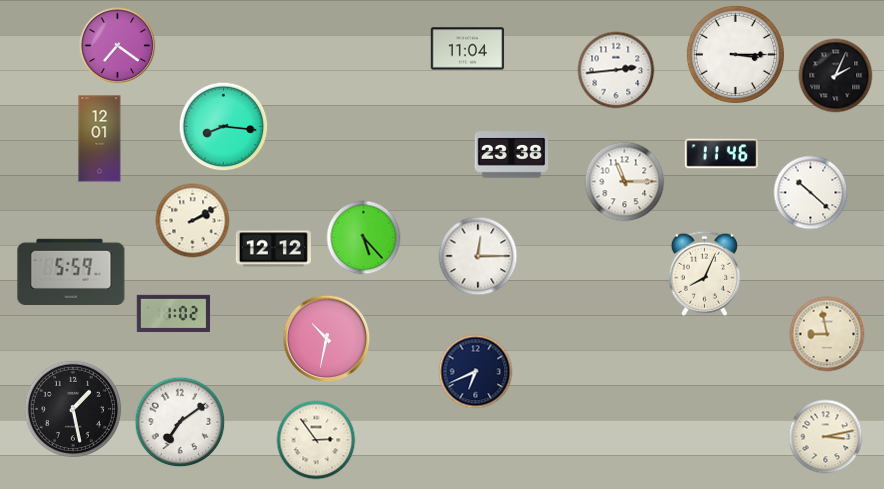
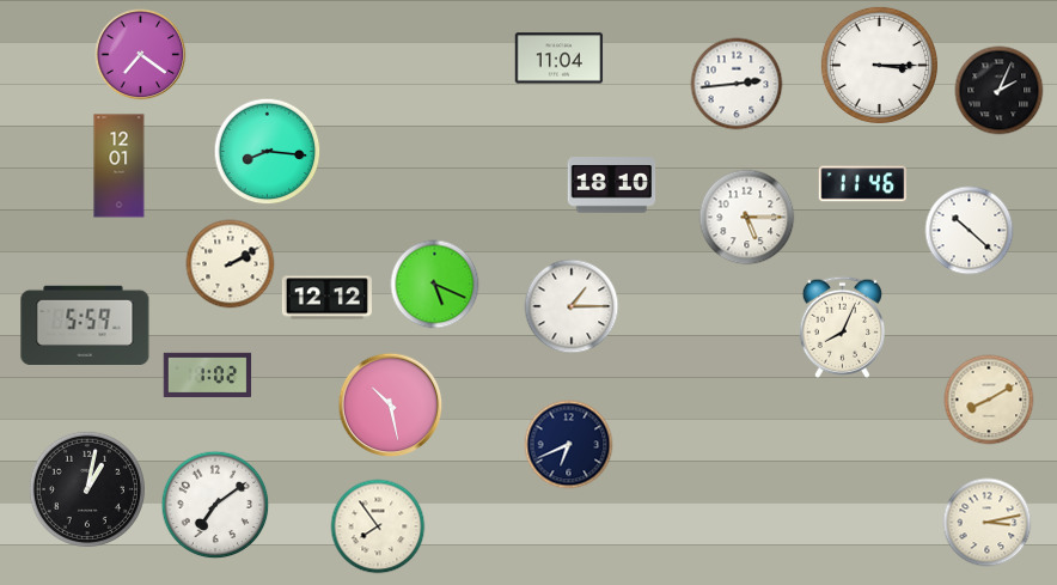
clock at (512, 155): 23:38 -> 18:10
clock at (625, 182): 11:15 -> 5:15
clock at (364, 238): 5:23 -> 5:19
clock at (478, 256): 12:15 -> 1:15
clock at (827, 334): 8:58 -> 8:10
clock at (327, 339): 10:32 -> 10:28
clock at (73, 409): 1:28 -> 1:02
clock at (316, 440): 2:54 -> 7:54
